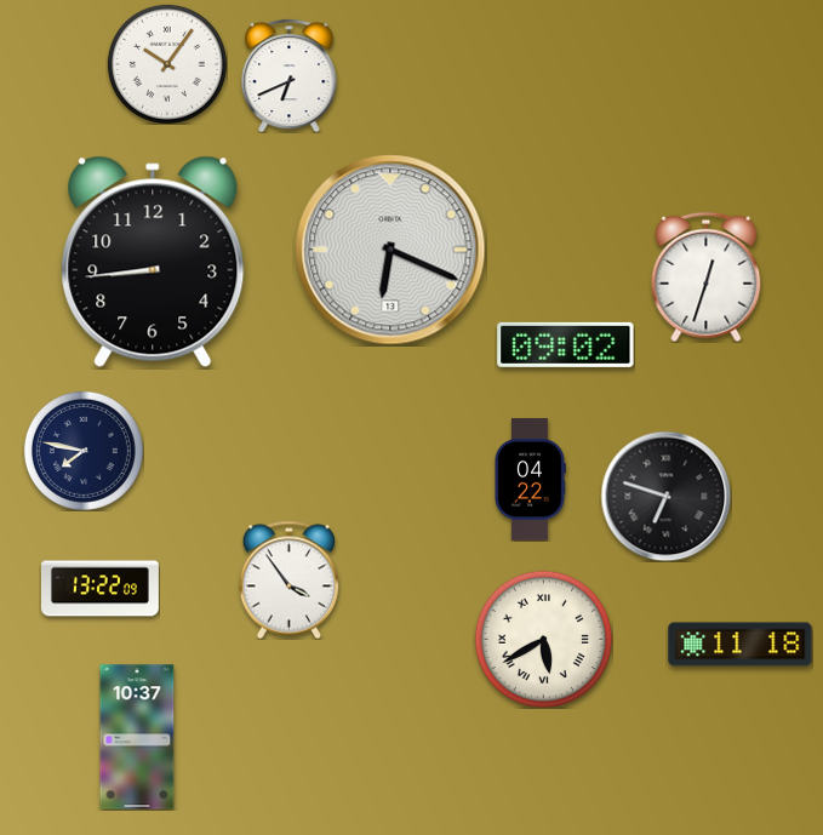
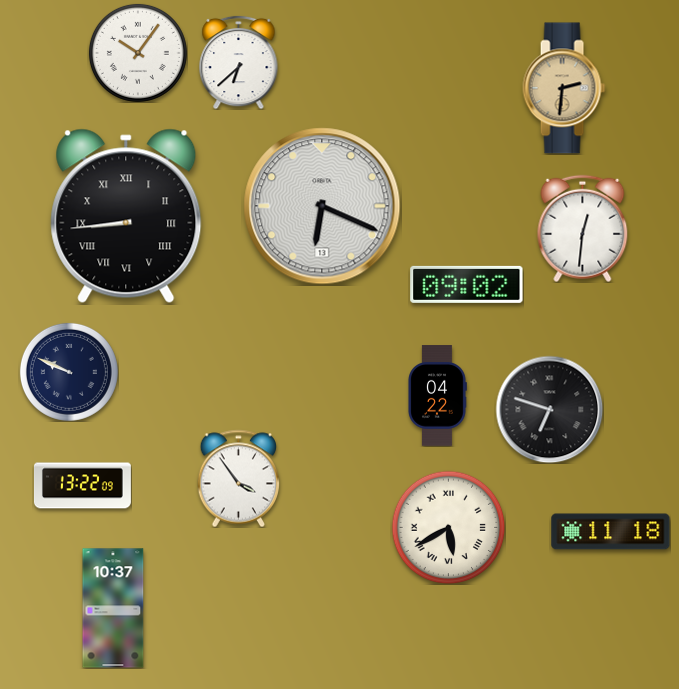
clock at (290, 75): 6:41 -> 6:38
clock at (564, 88): none -> 2:31
clock at (153, 262) numerals: Arabic -> Roman
clock at (707, 276): 12:33 -> 12:31
clock at (84, 451): 7:47 -> 9:49
